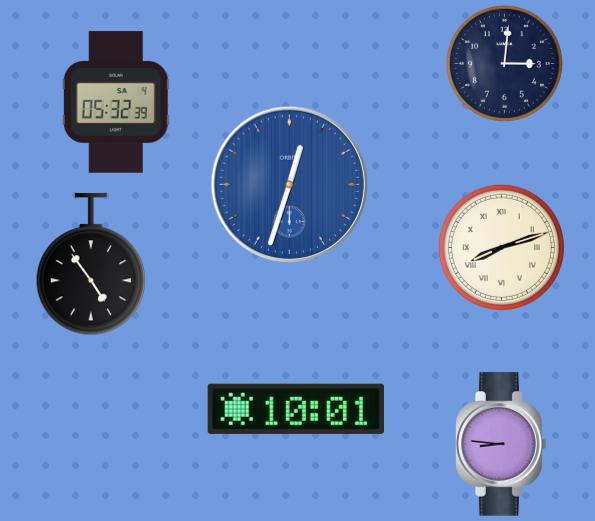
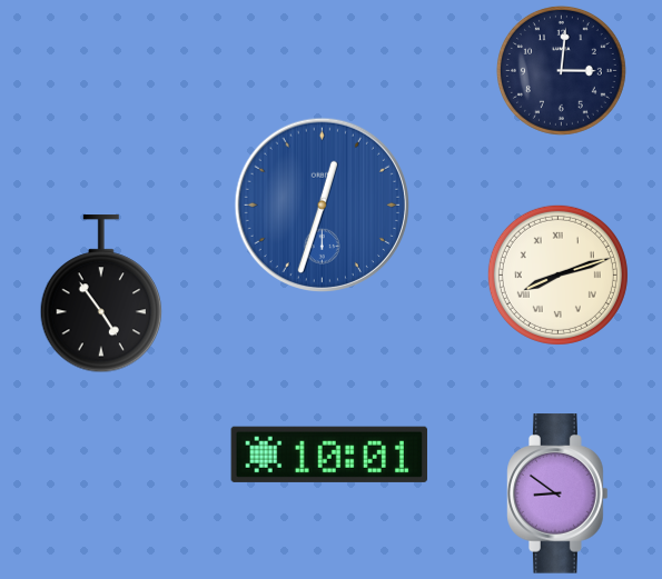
clock at (116, 102): 05:32 -> none
clock at (501, 444): 8:46 -> 8:51
